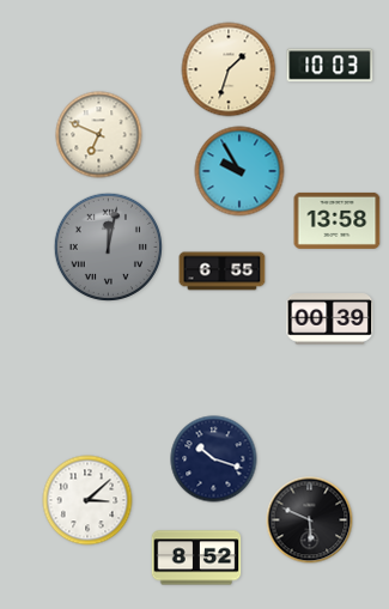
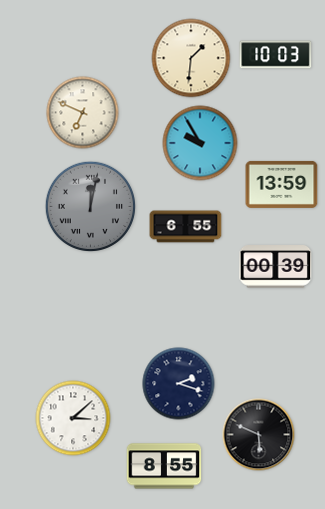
clock at (229, 69): 1:33 -> 1:31
clock at (338, 220): 13:58 -> 13:59
clock at (214, 459): 10:18 -> 2:18
clock at (196, 558): 8:52 -> 8:55
